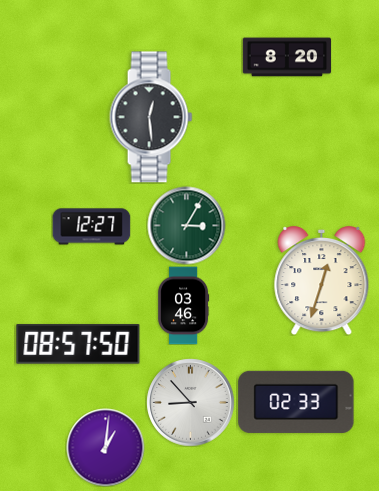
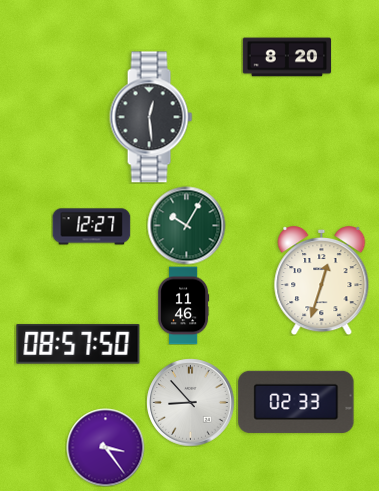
clock at (186, 225): 3:05 -> 10:05
clock at (184, 305): 03:46 -> 11:46
clock at (105, 447): 1:01 -> 3:24
